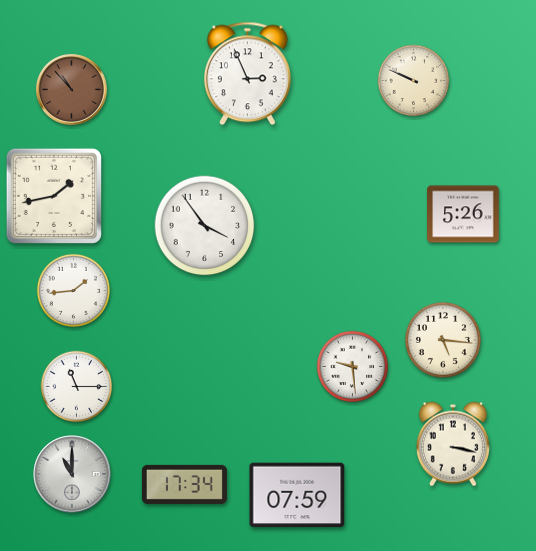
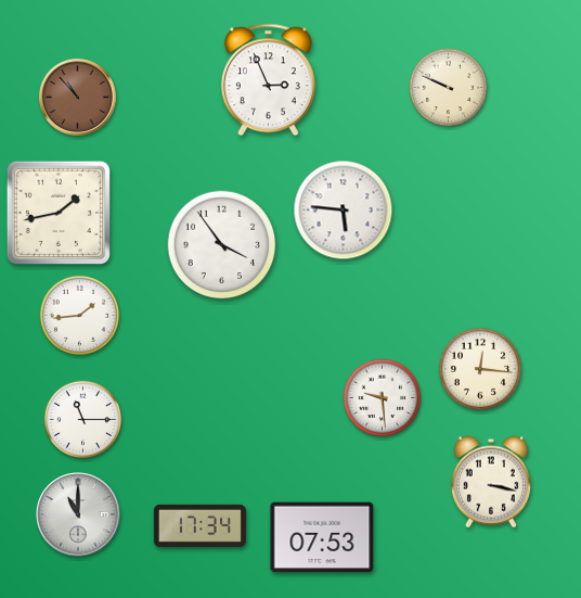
clock at (344, 211): none -> 5:46
clock at (463, 214): 5:26 -> none
clock at (443, 340): 5:16 -> 12:16
clock at (297, 495): 07:59 -> 07:53
